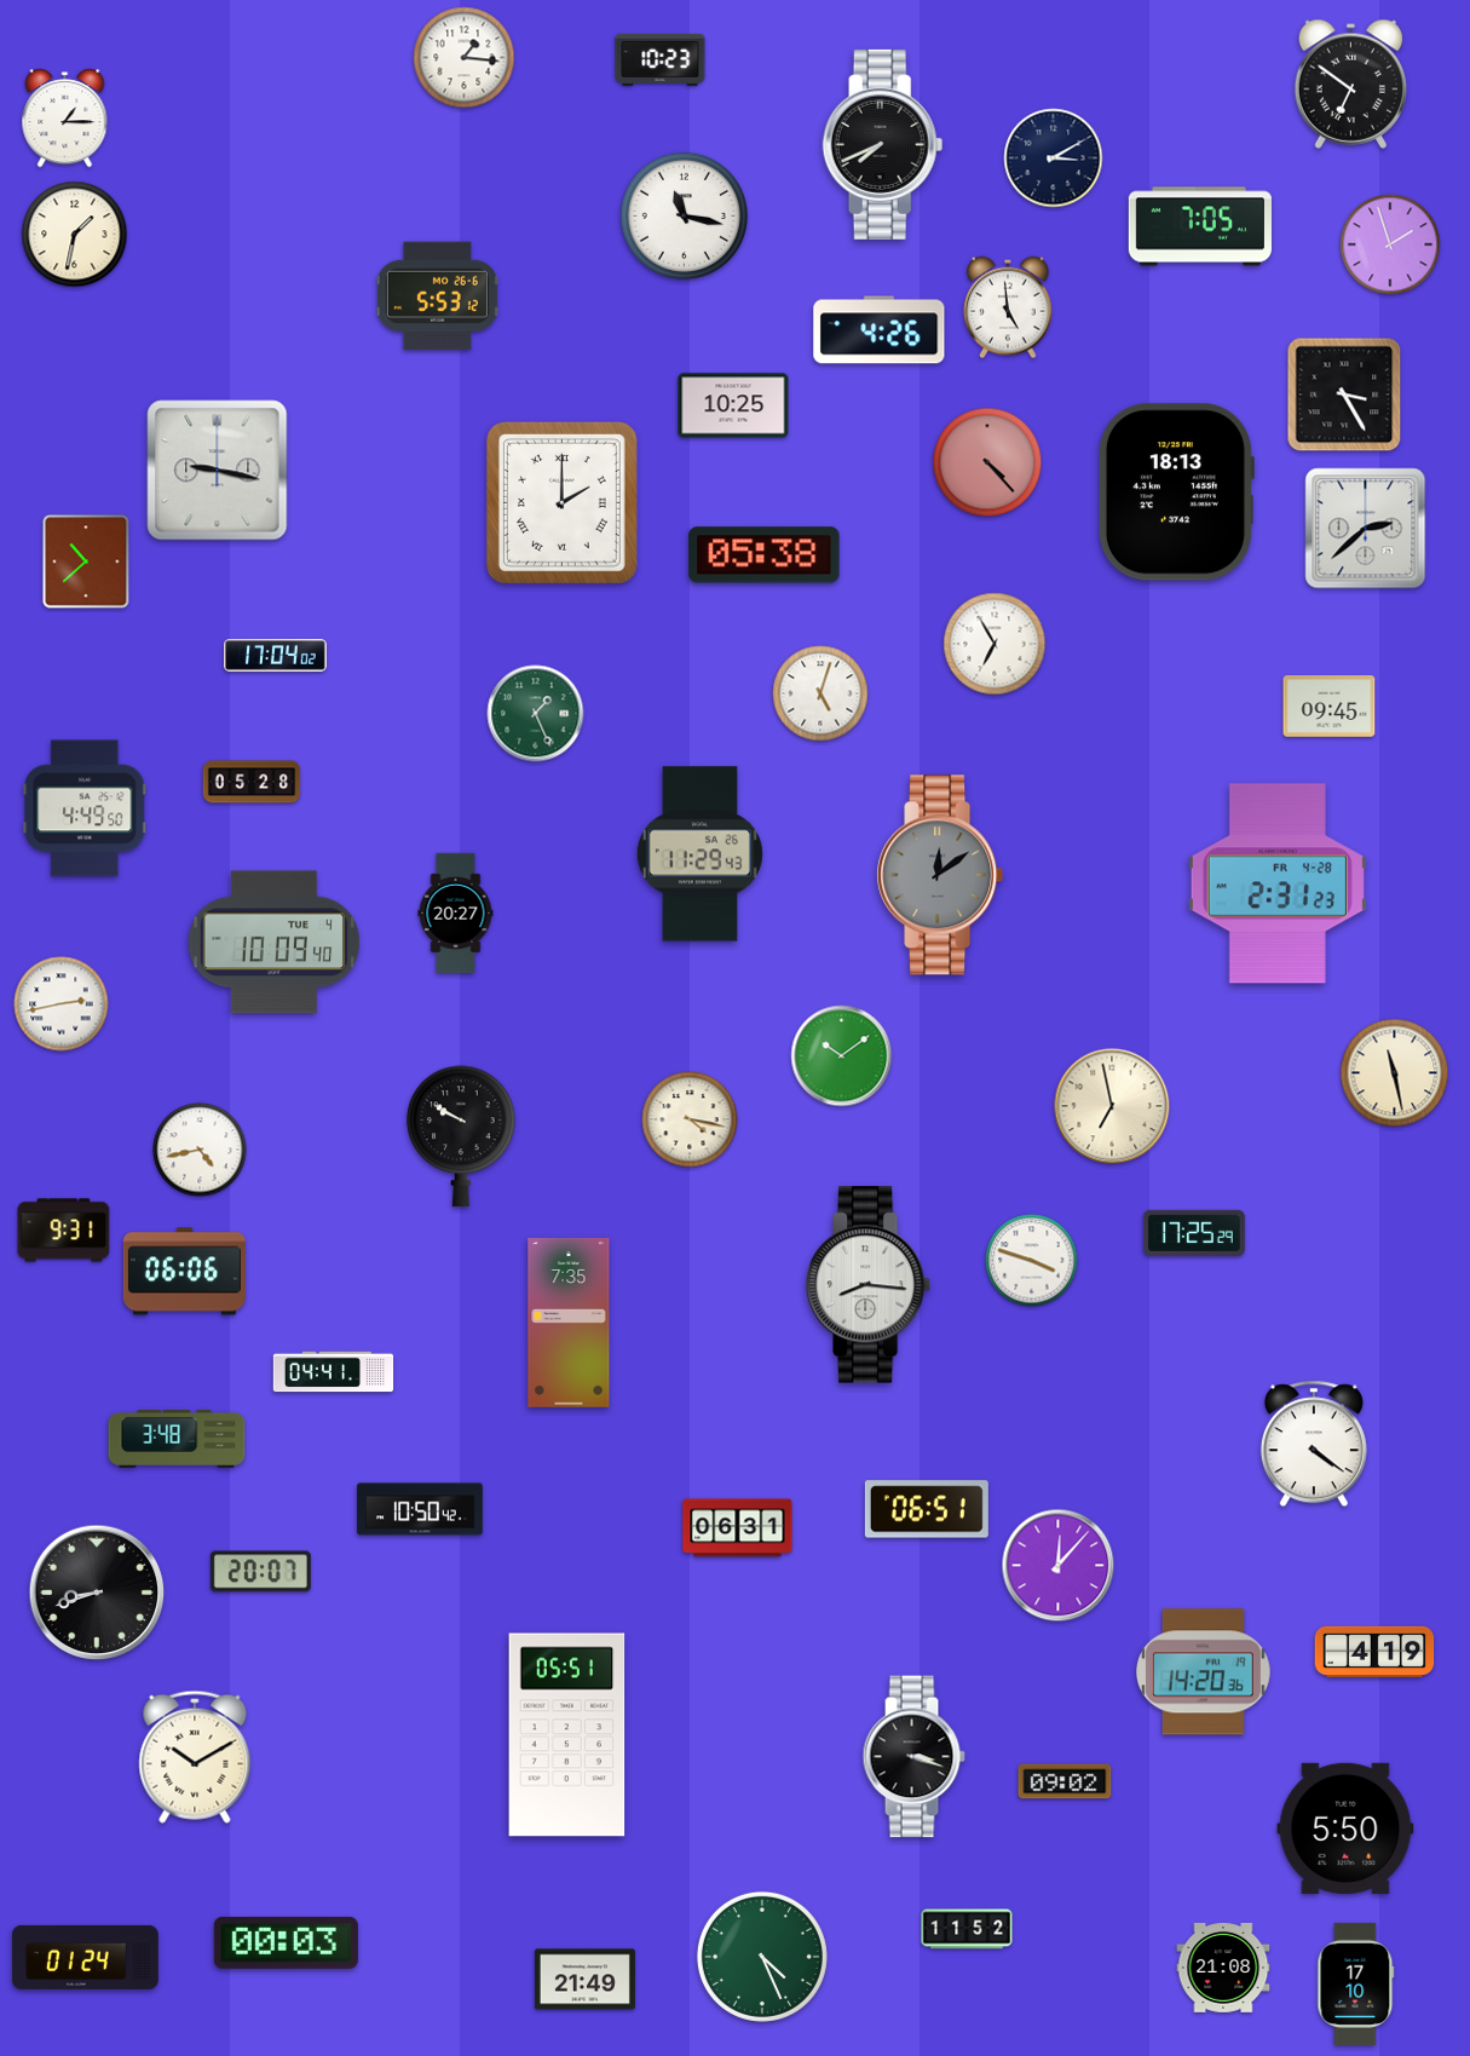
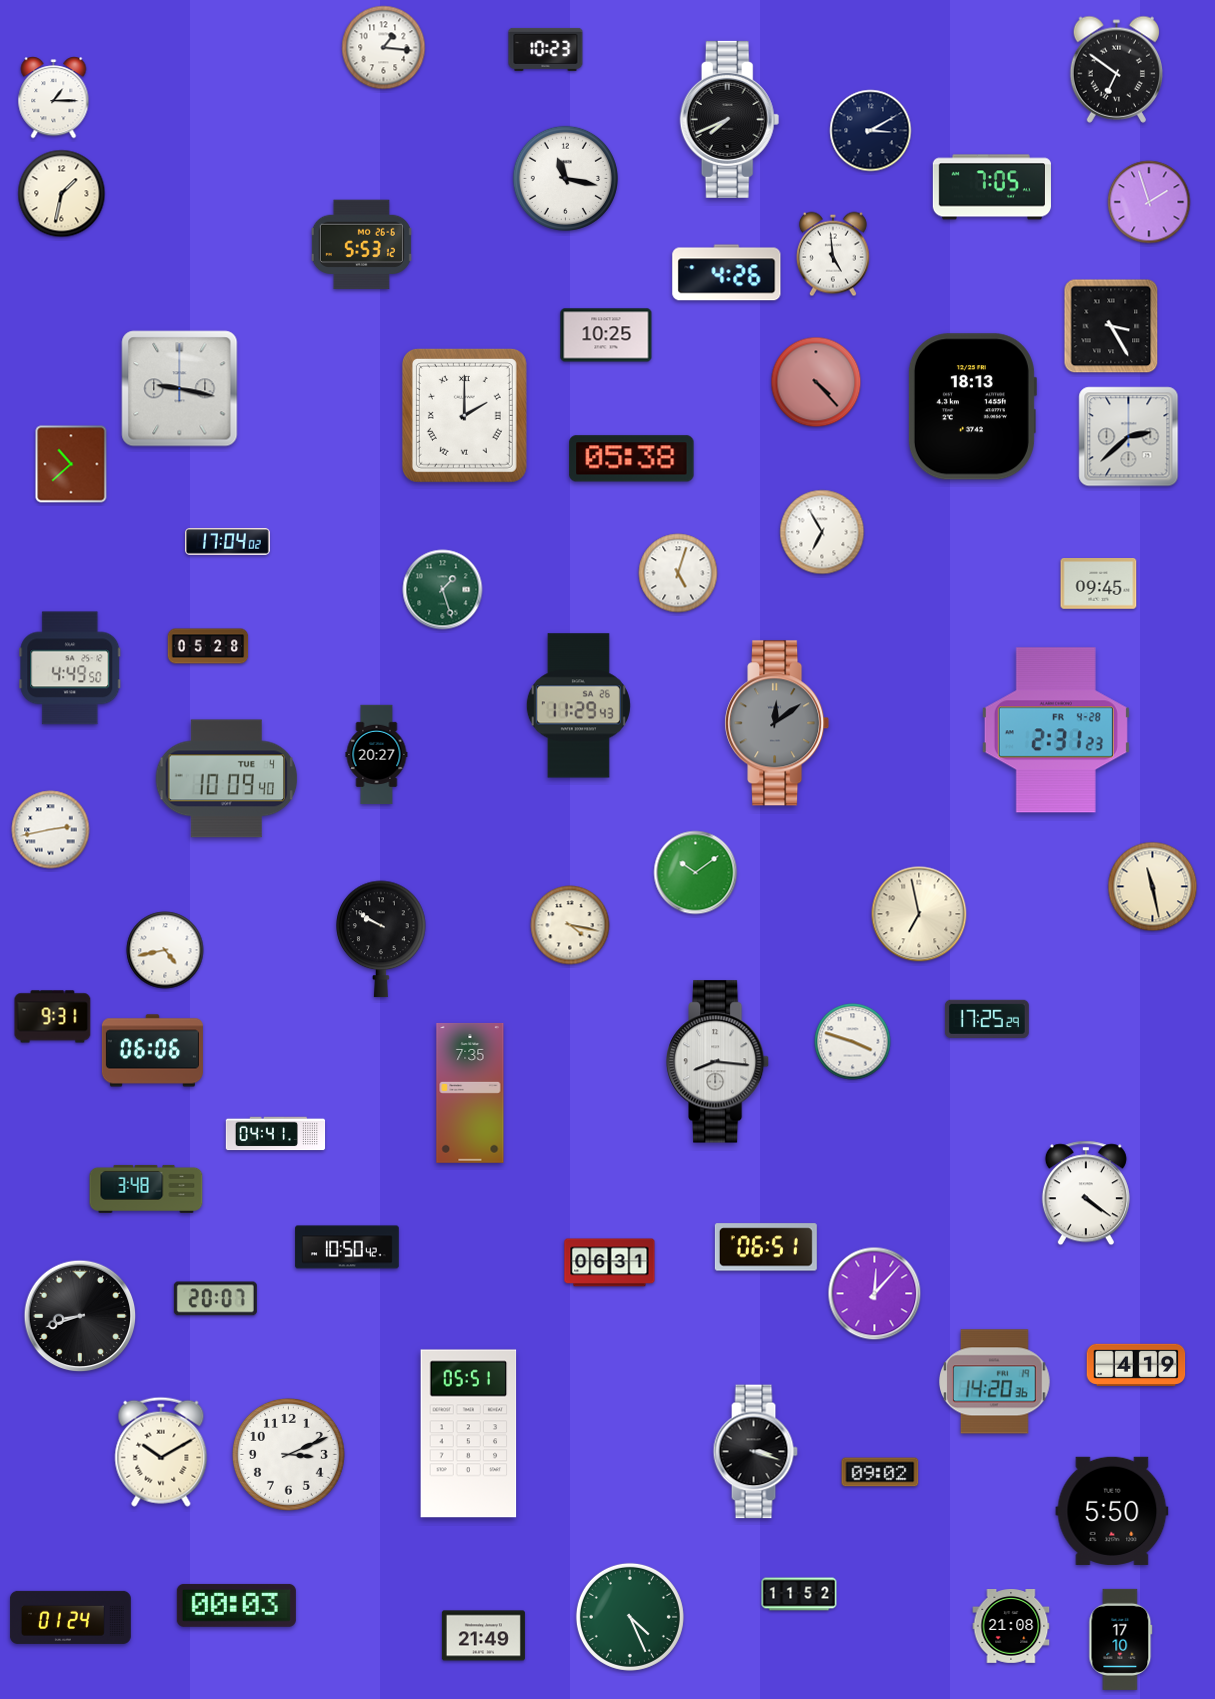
clock at (536, 714): 1:26 -> 1:27
clock at (288, 1454): none -> 3:11
